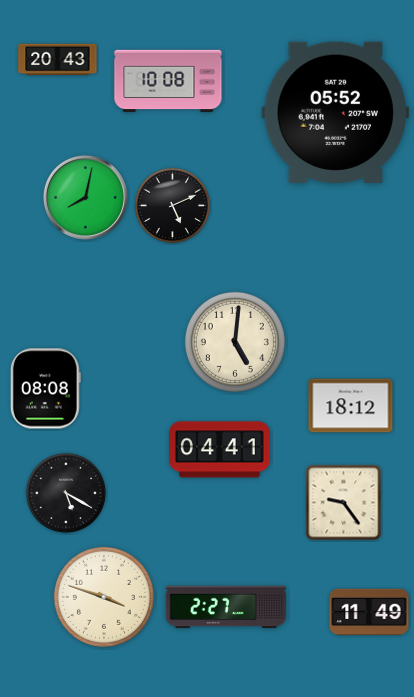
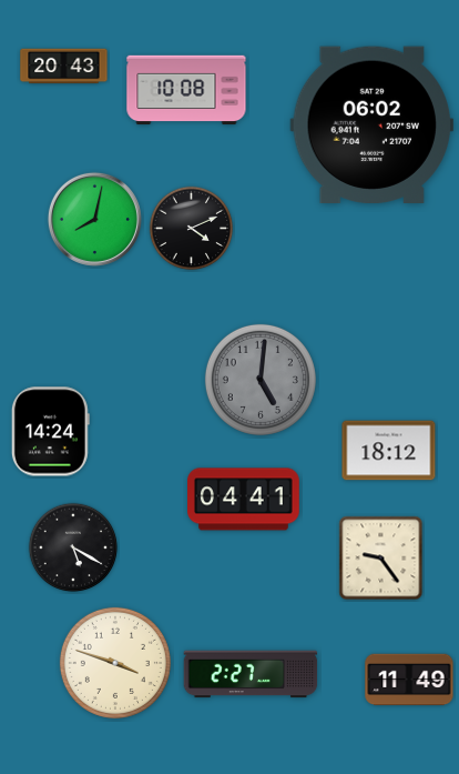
clock at (336, 112): 05:52 -> 06:02
clock at (173, 206): 5:11 -> 4:11
clock at (235, 342) dial: cream -> grey
clock at (45, 389): 08:08 -> 14:24
